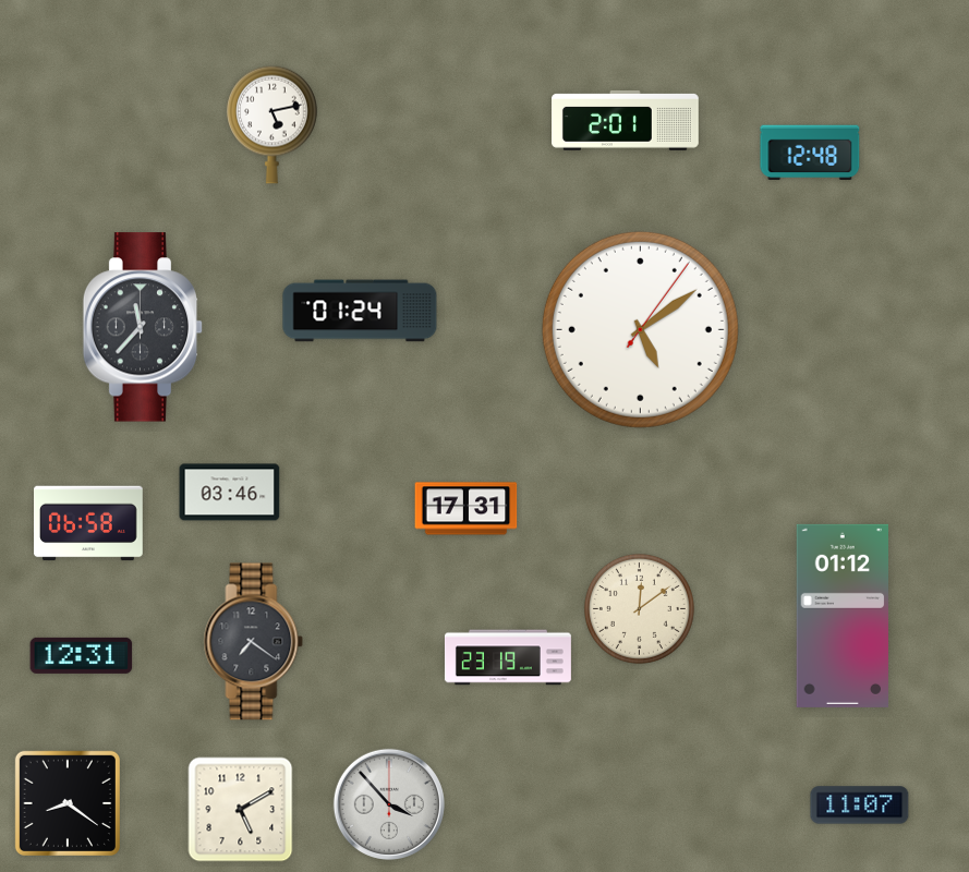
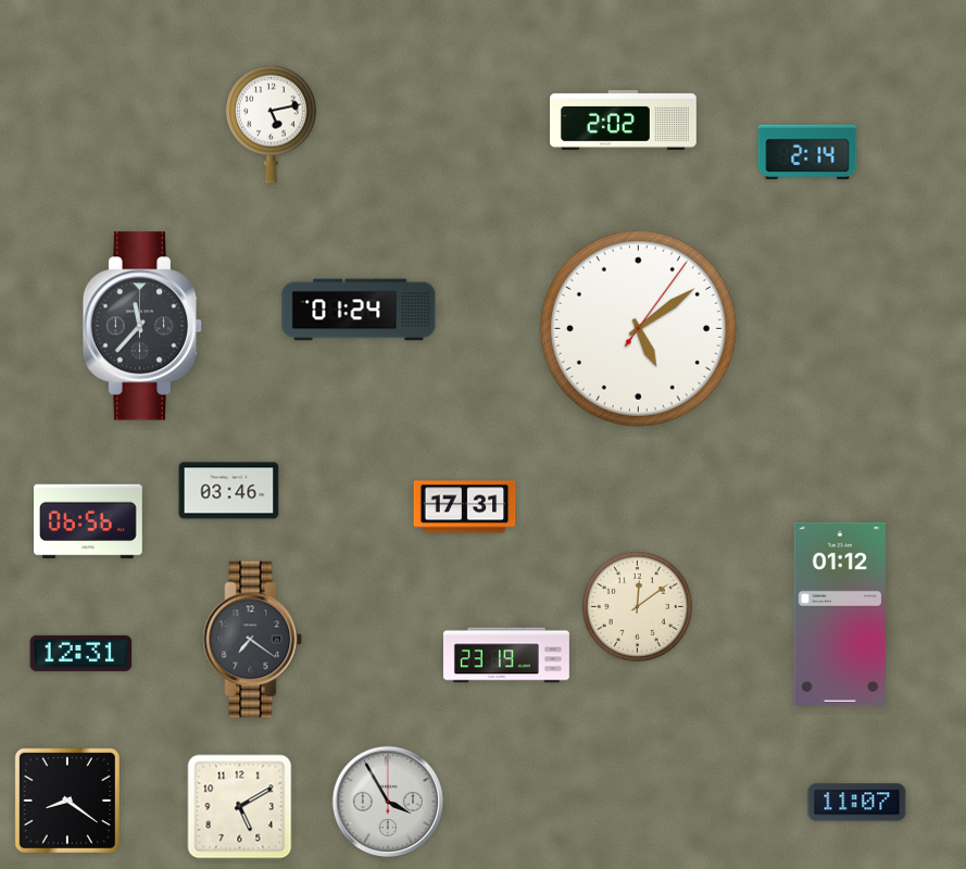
clock at (626, 120): 2:01 -> 2:02
clock at (810, 153): 12:48 -> 2:14
clock at (89, 523): 06:58 -> 06:56
clock at (389, 804): 3:53 -> 3:55
